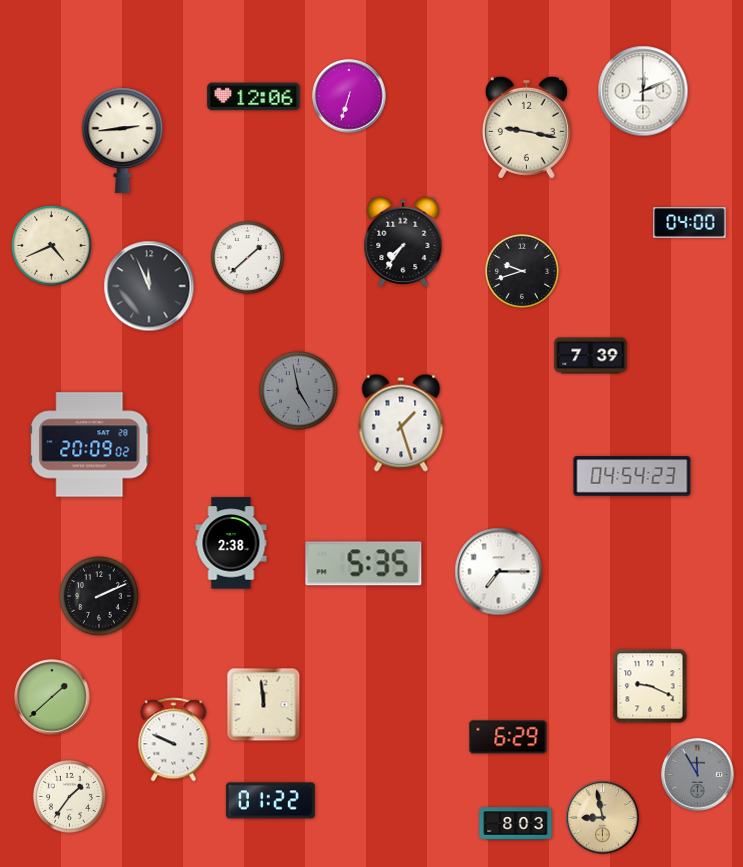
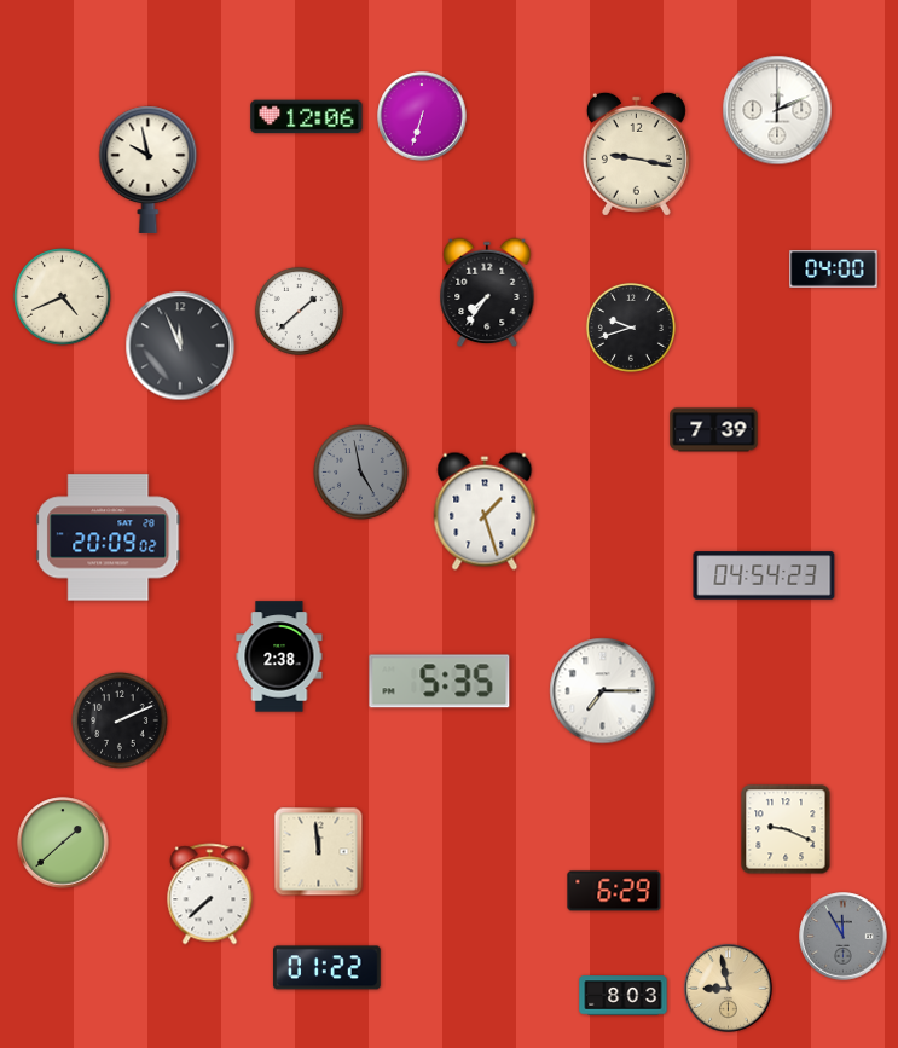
clock at (123, 140): 2:44 -> 9:58
clock at (174, 740): 9:49 -> 7:38
clock at (69, 796): 1:36 -> none
